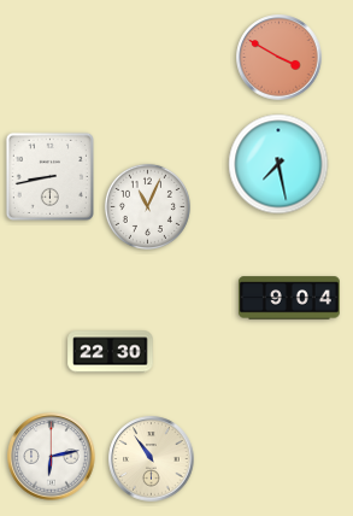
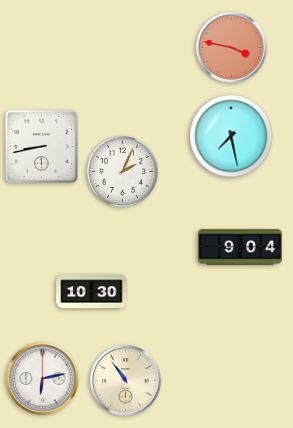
clock at (280, 58): 3:50 -> 3:47
clock at (147, 206): 11:04 -> 2:04
clock at (111, 352): 22:30 -> 10:30
